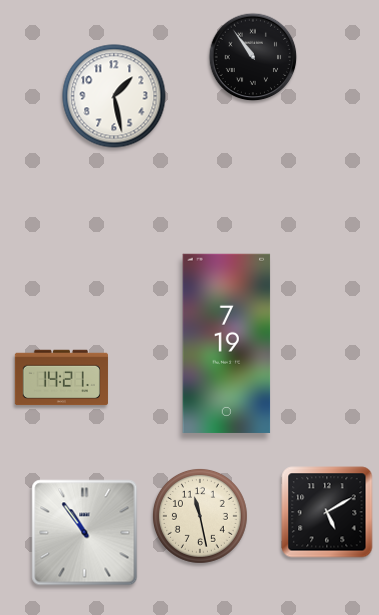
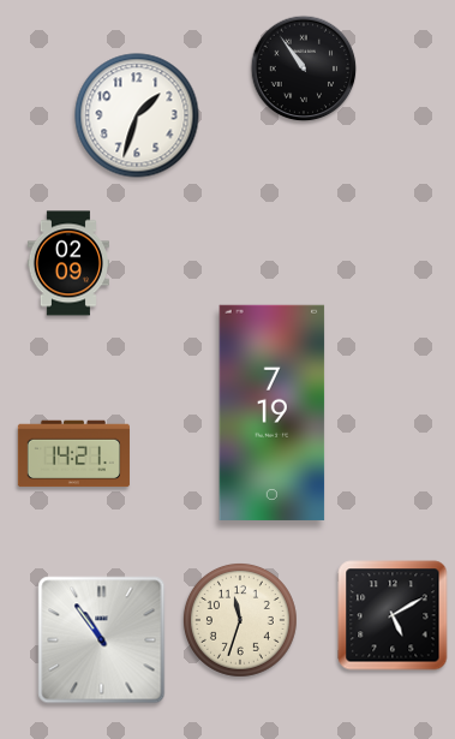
clock at (114, 96): 1:28 -> 1:33
clock at (68, 263): none -> 02:09
clock at (200, 516): 11:28 -> 11:33
